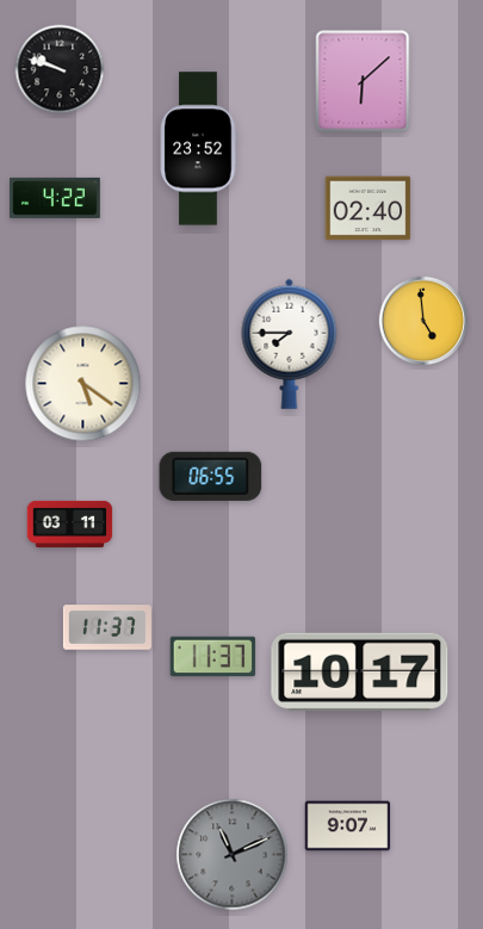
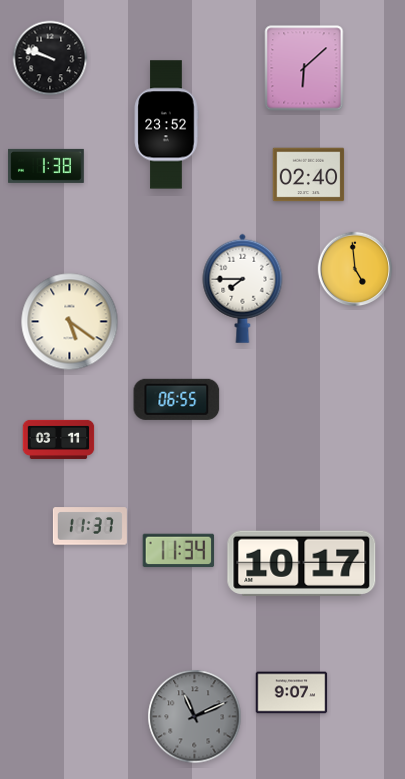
clock at (55, 198): 4:22 -> 1:38
clock at (213, 657): 11:37 -> 11:34
